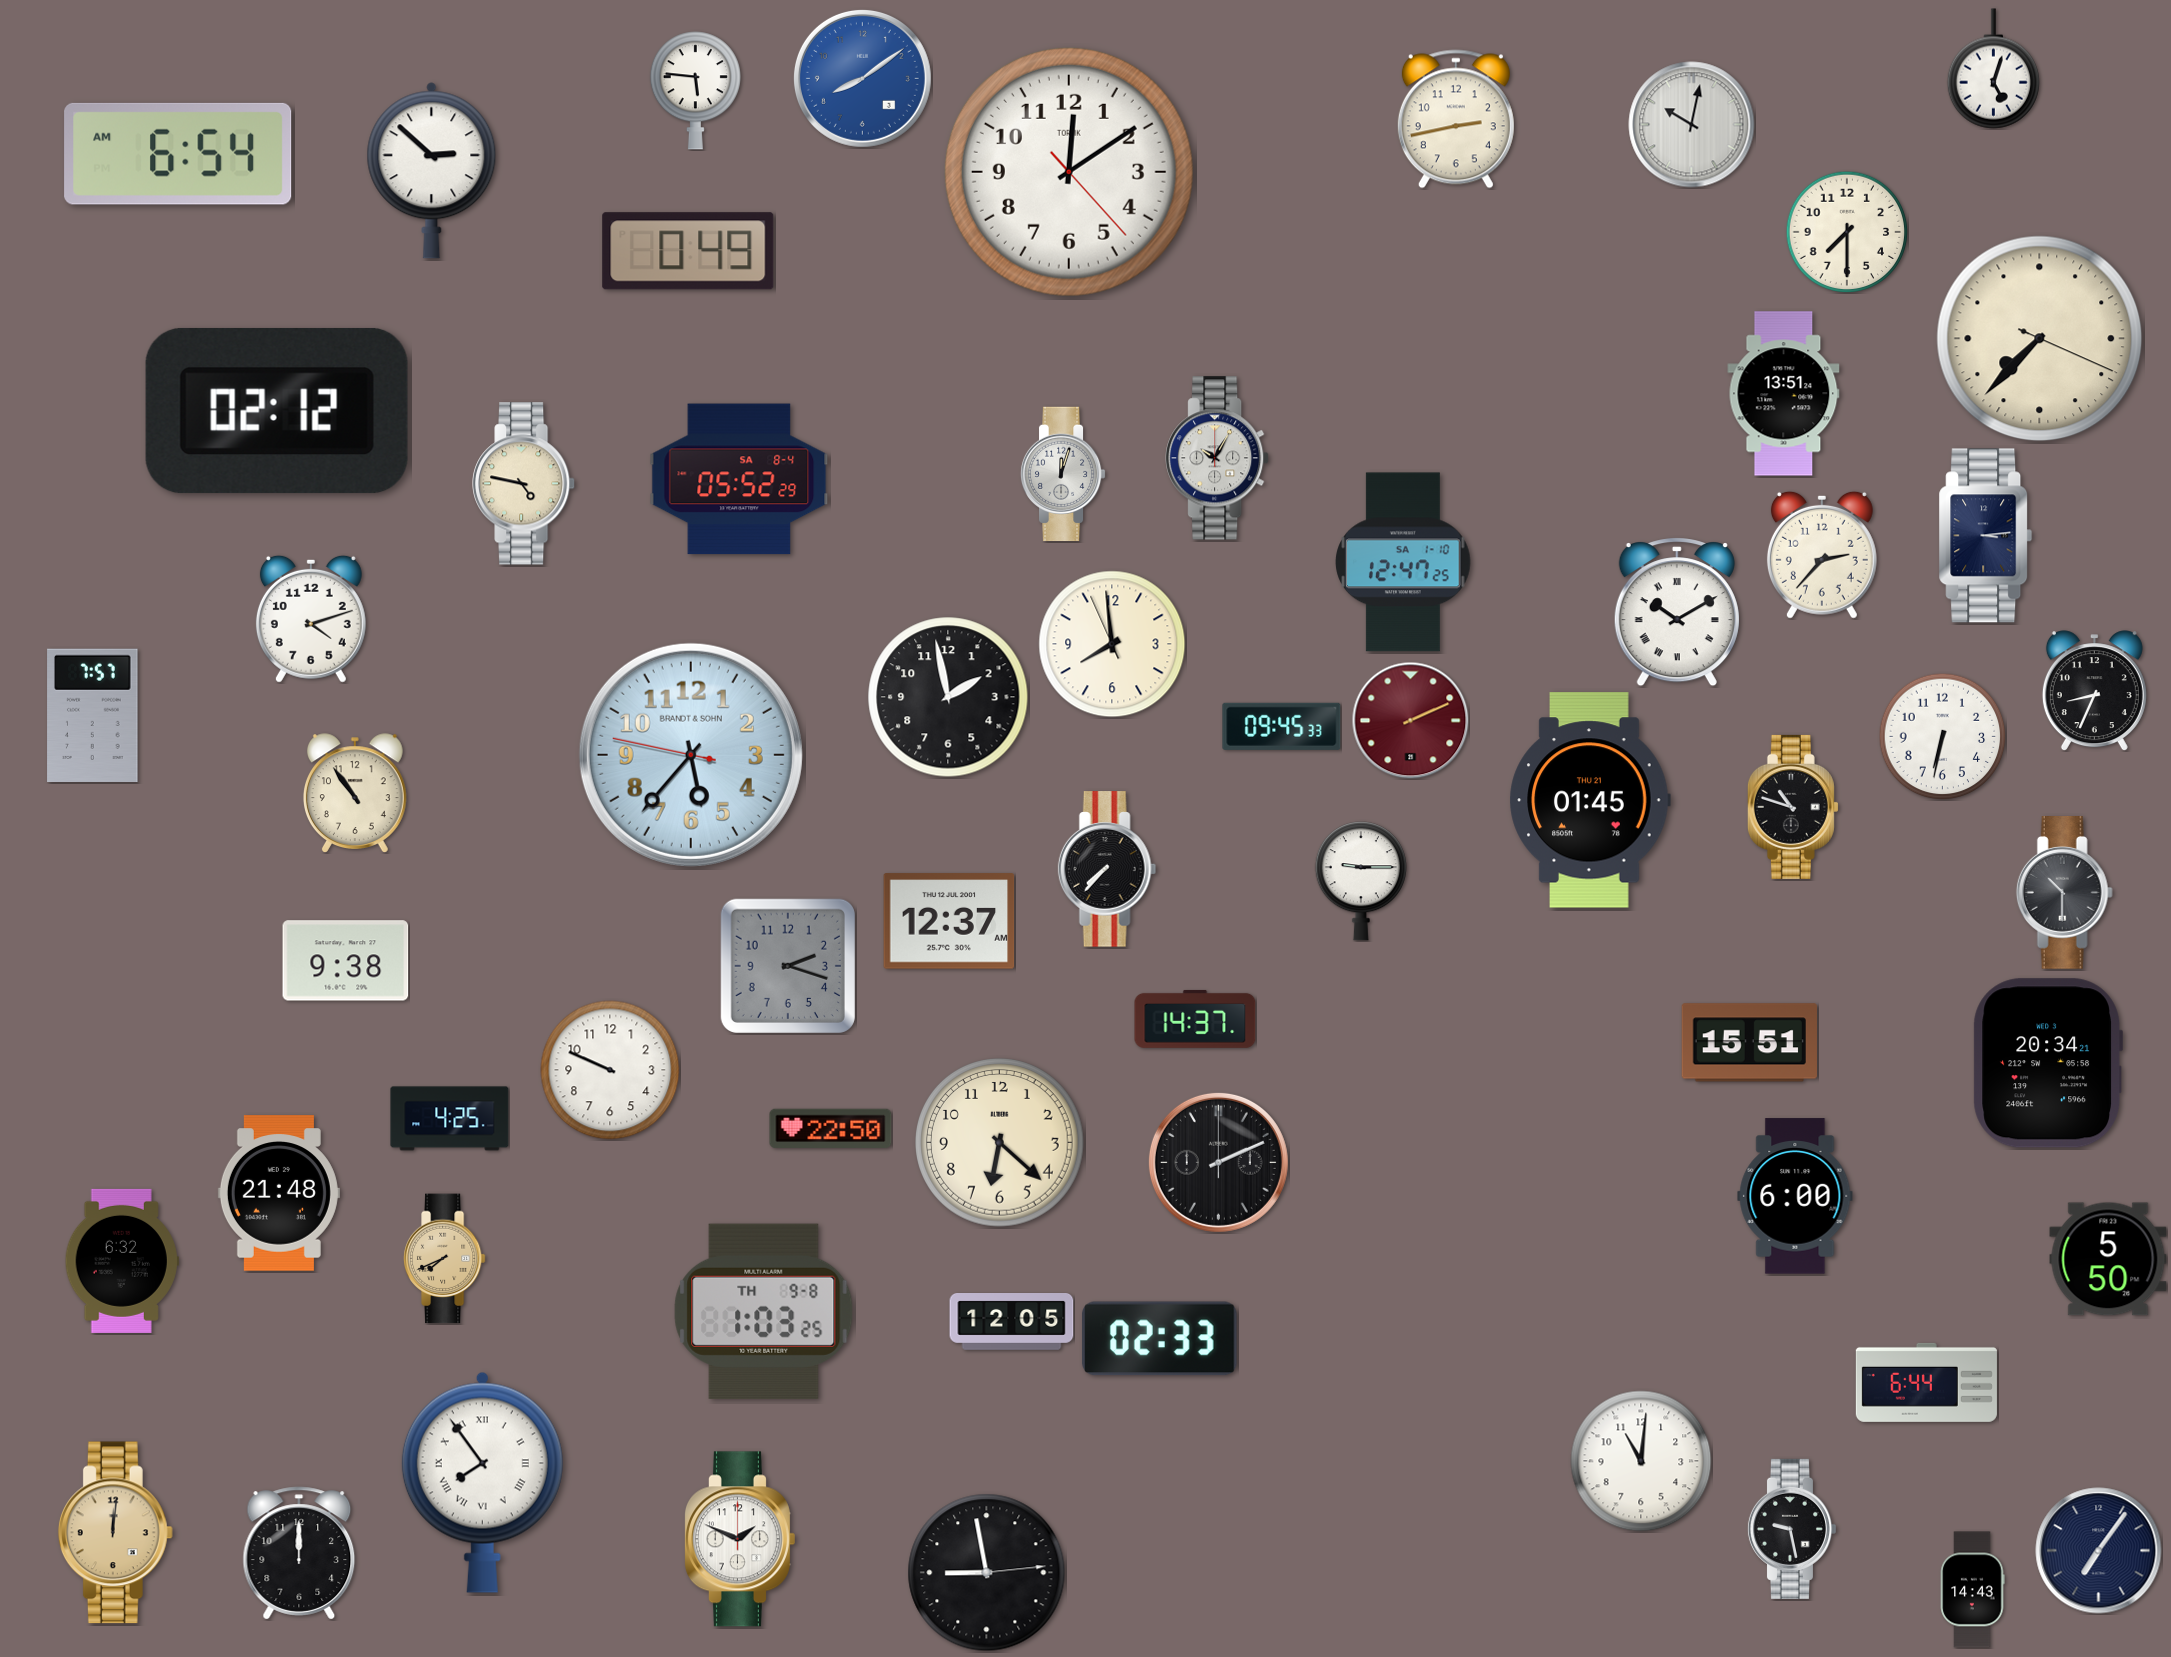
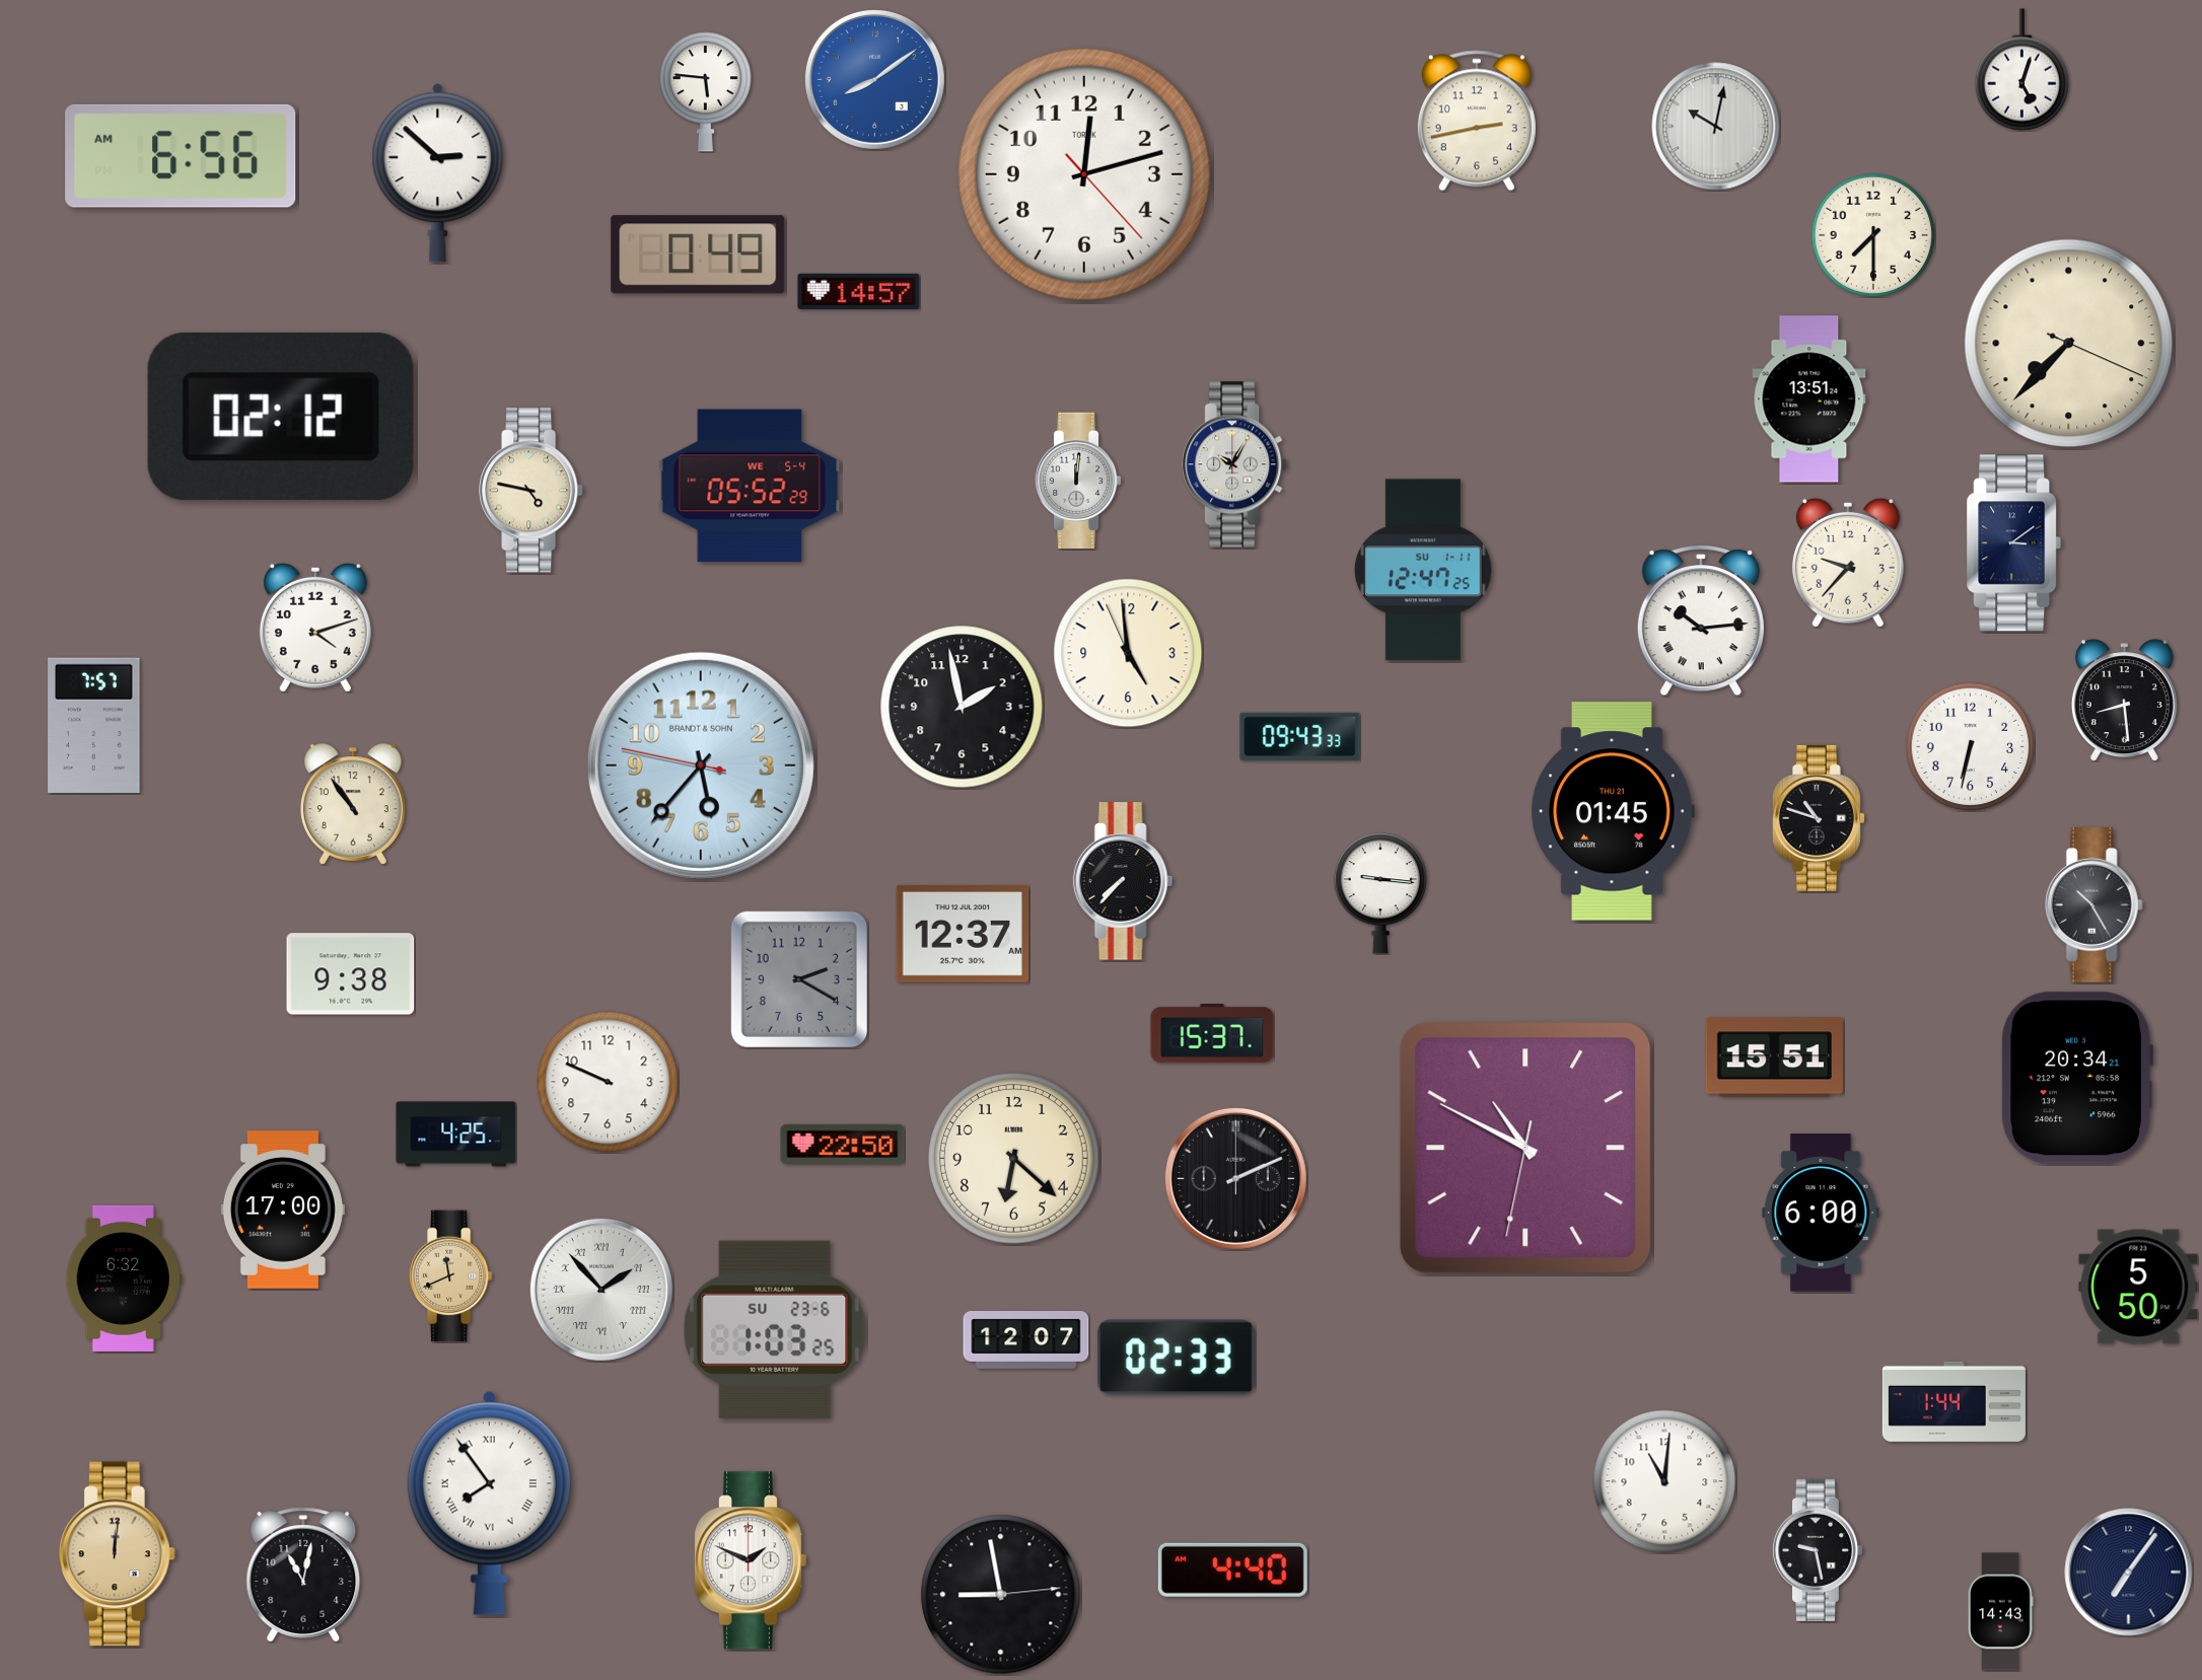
clock at (178, 154): 6:54 -> 6:56
clock at (1069, 172): 12:09 -> 12:12
clock at (859, 292): none -> 14:57
clock at (1063, 474): 12:03 -> 12:01
clock at (739, 479) date: SA 8-4 -> WE 5-4
clock at (1986, 536): 3:14 -> 3:09
clock at (1822, 555): 2:37 -> 9:37
clock at (1403, 562) date: SA 1-10 -> SU 1-11
clock at (1677, 612): 10:10 -> 10:14
clock at (1112, 644): 7:58 -> 4:58
clock at (2094, 691): 8:34 -> 8:29
clock at (1410, 720): 2:11 -> none
clock at (1282, 726): 09:45 -> 09:43
clock at (355, 793) position: (355, 793) -> (353, 804)
clock at (1361, 881): 9:15 -> 9:16
clock at (2064, 893): 10:30 -> 10:25
clock at (788, 966): 2:18 -> 2:20
clock at (1195, 1019): 14:37 -> 15:37
clock at (610, 1070) position: (610, 1070) -> (608, 1082)
clock at (1525, 1148): none -> 10:49
clock at (279, 1193): 21:48 -> 17:00
clock at (444, 1259): 7:41 -> 11:41
clock at (2108, 1259) position: (2108, 1259) -> (2138, 1287)
clock at (601, 1290): none -> 1:53
clock at (764, 1311) date: TH 9-8 -> SU 23-6
clock at (1012, 1322): 12:05 -> 12:07
clock at (1926, 1382): 6:44 -> 1:44
clock at (1232, 1569): none -> 4:40
clock at (299, 1553): 12:00 -> 11:02
